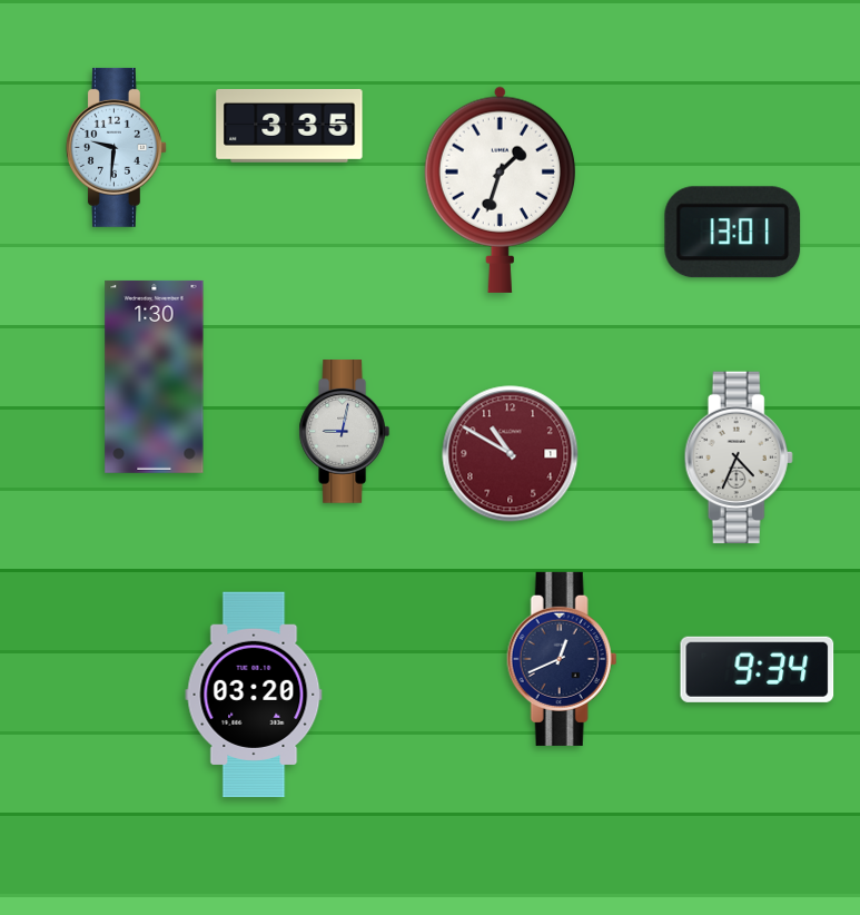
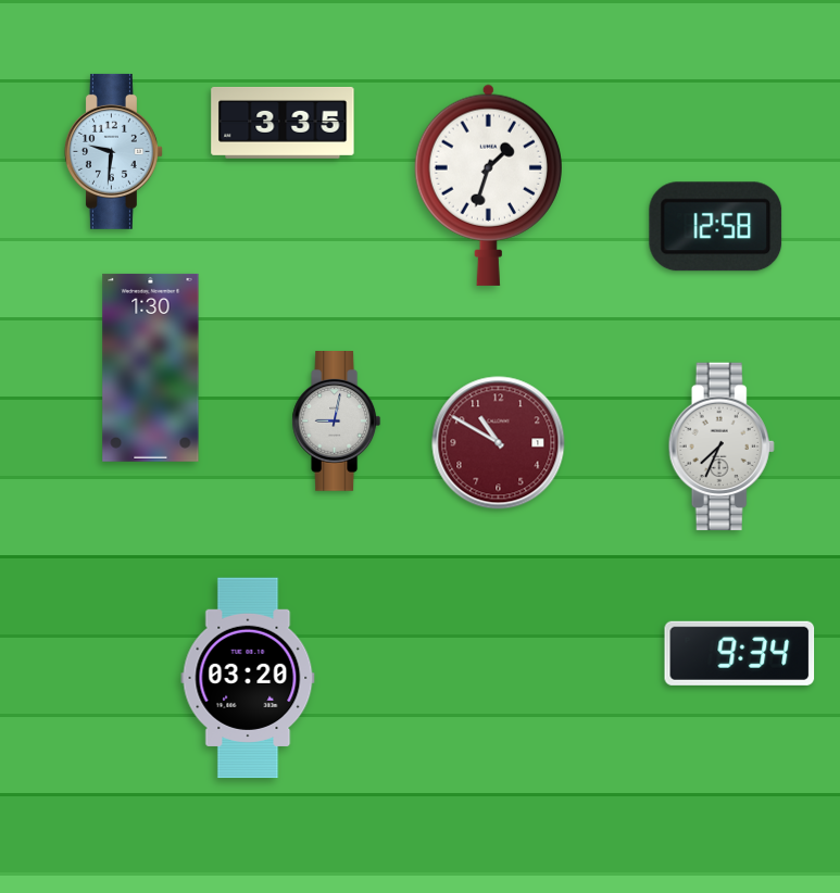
clock at (116, 147) position: (116, 147) -> (113, 151)
clock at (733, 233): 13:01 -> 12:58
clock at (739, 457): 4:34 -> 7:34
clock at (562, 659): 12:41 -> none
